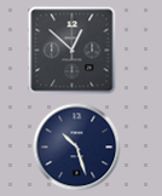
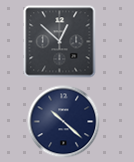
clock at (77, 148): 10:27 -> 10:22
